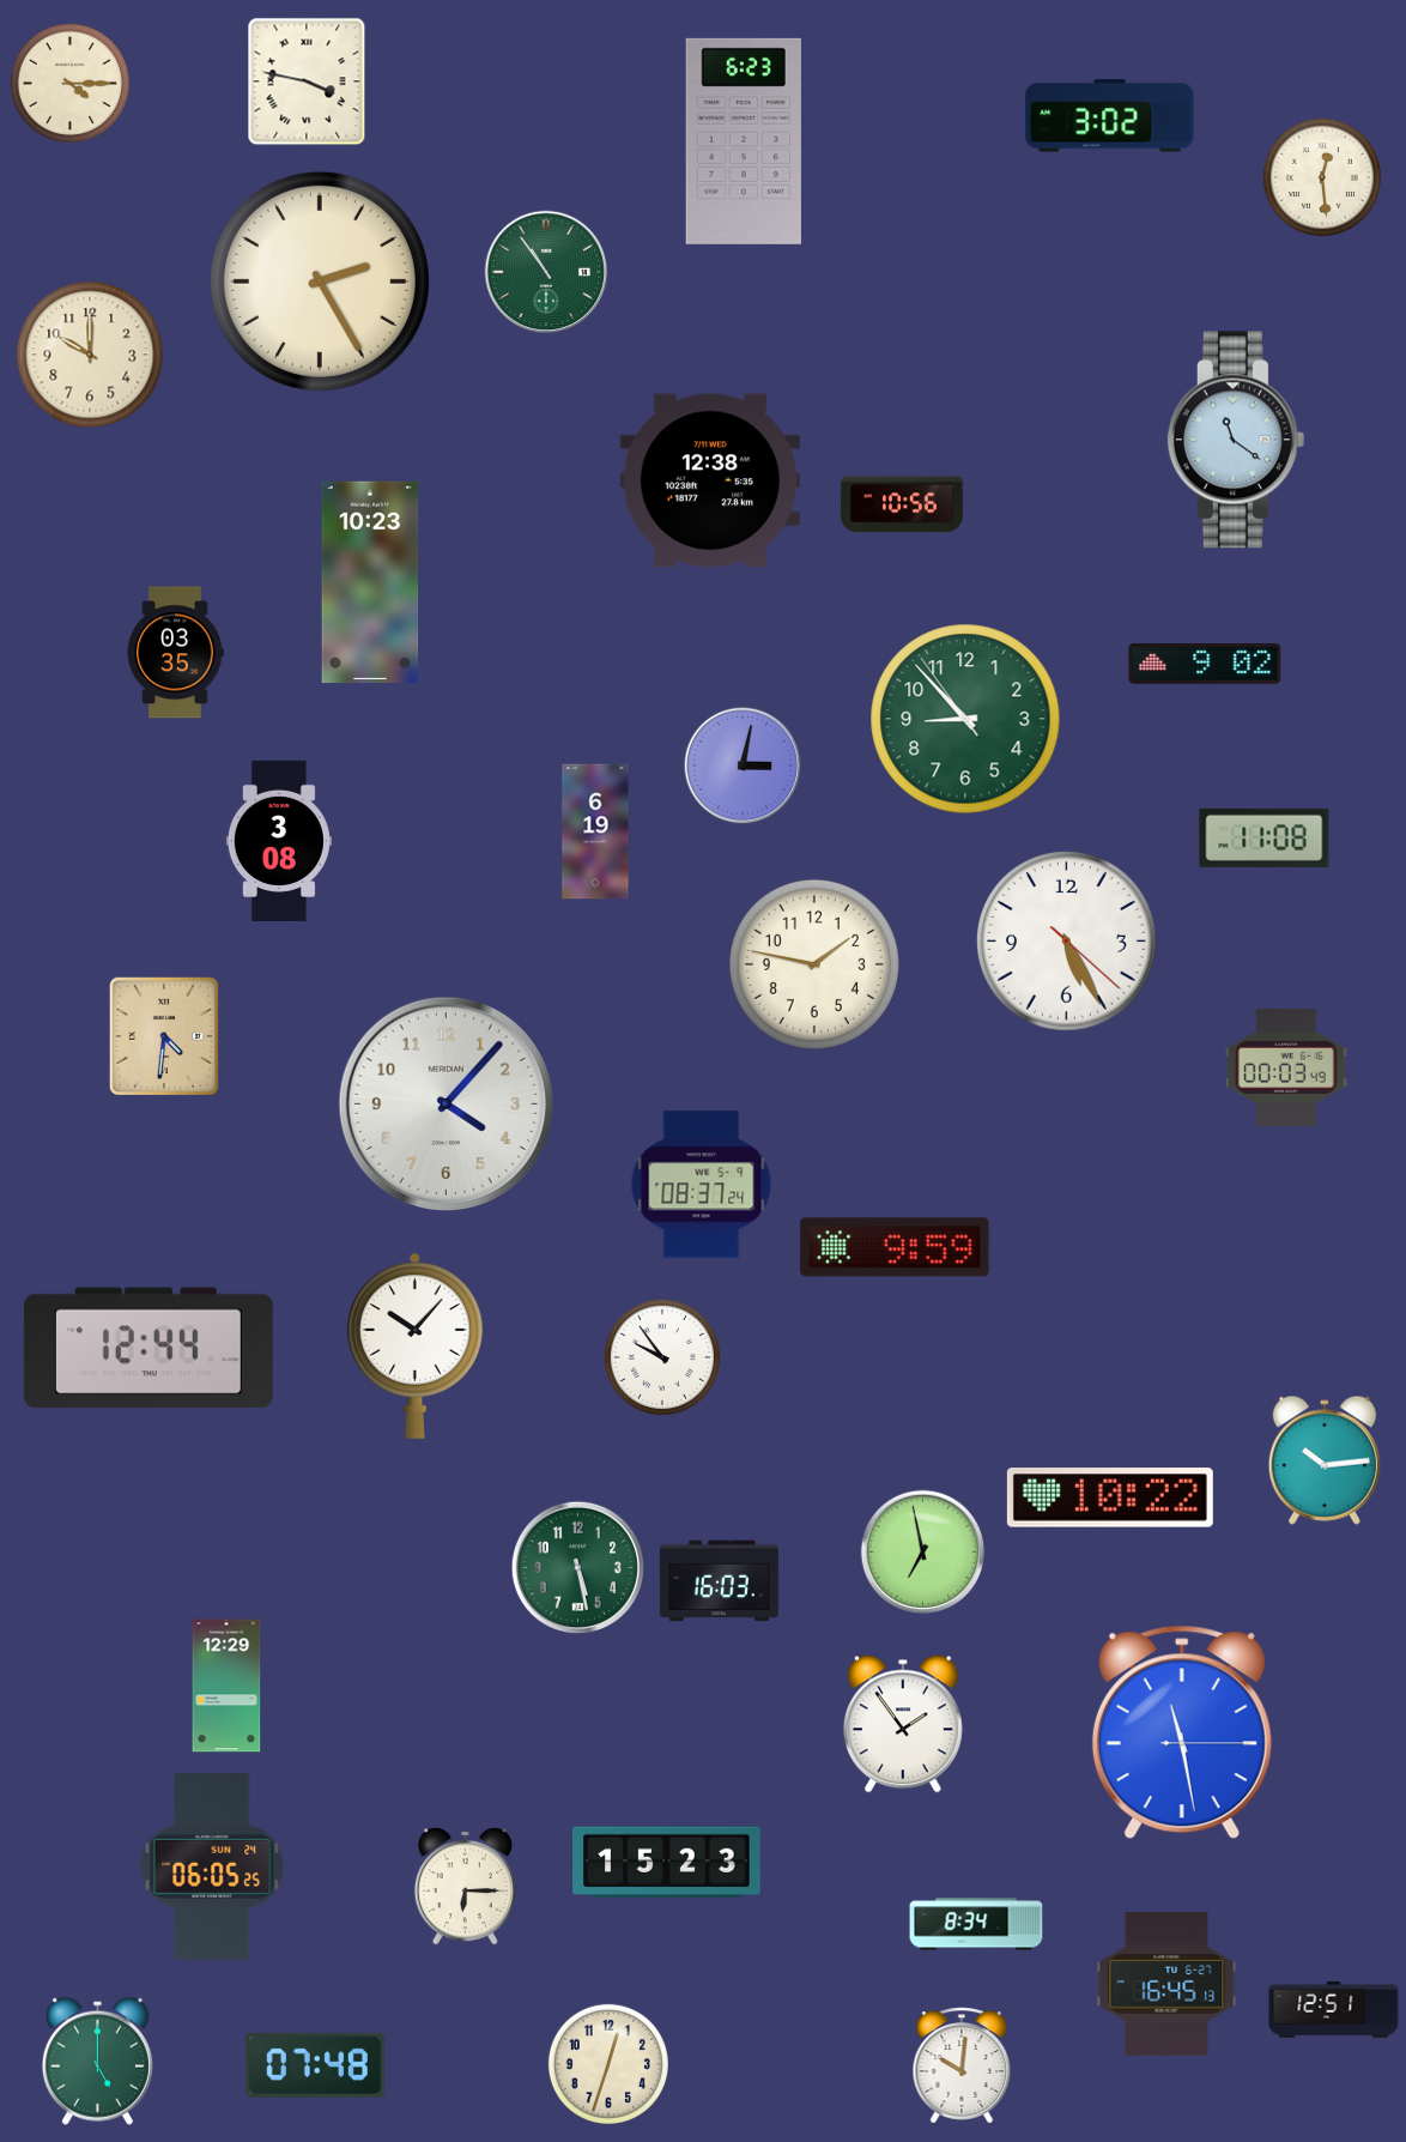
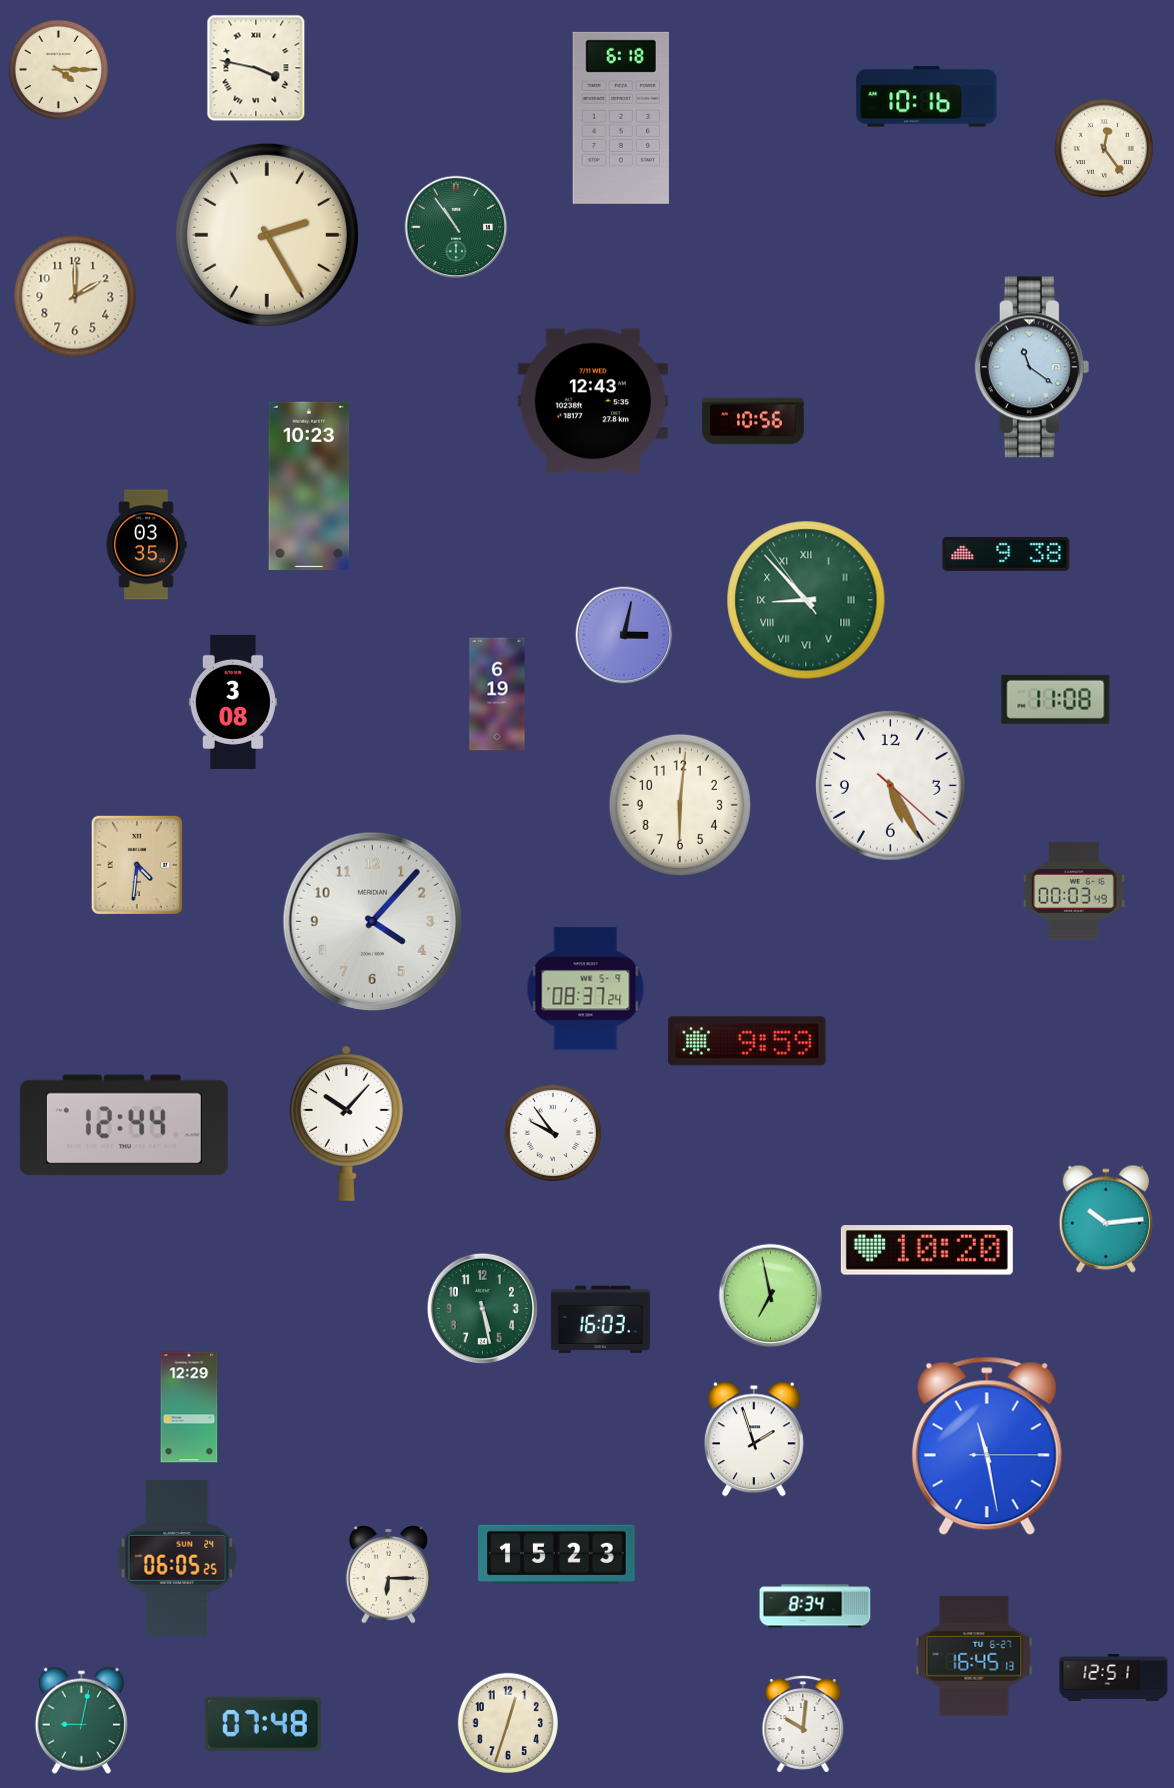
clock at (1110, 116): 3:02 -> 10:16
clock at (744, 141): 6:23 -> 6:18
clock at (1321, 176): 12:29 -> 12:24
clock at (90, 355): 10:00 -> 2:00
clock at (710, 480): 12:38 -> 12:43
clock at (1205, 664): 9:02 -> 9:38
clock at (965, 719) numerals: Arabic -> Roman
clock at (743, 766) position: (743, 766) -> (624, 635)
clock at (814, 964): 1:47 -> 6:01
clock at (1110, 1497): 10:22 -> 10:20
clock at (903, 1724): 1:54 -> 1:57
clock at (97, 2061): 5:00 -> 9:02
